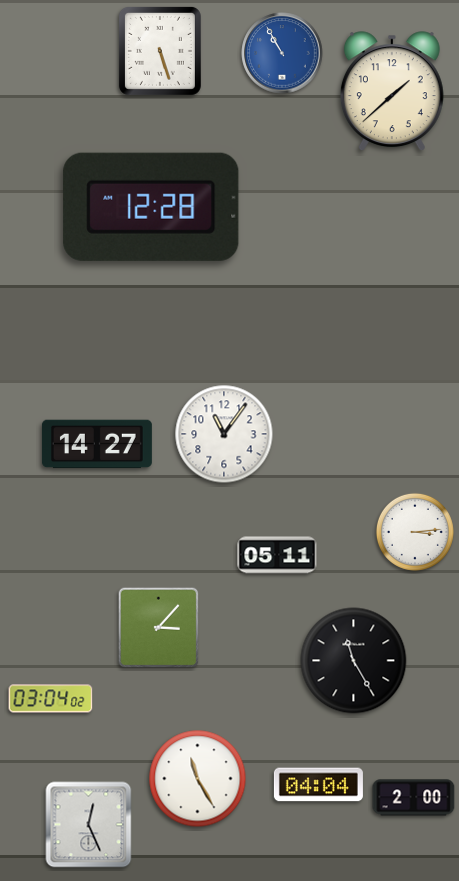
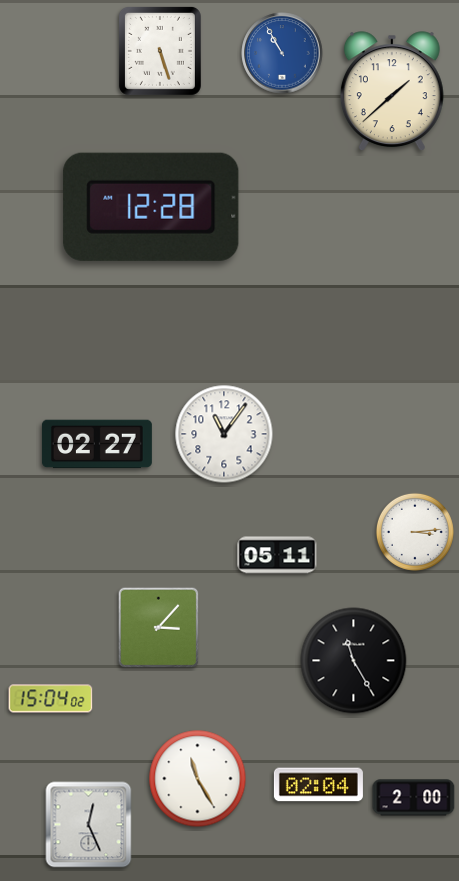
clock at (97, 444): 14:27 -> 02:27
clock at (51, 699): 03:04 -> 15:04
clock at (318, 785): 04:04 -> 02:04
